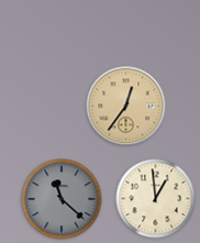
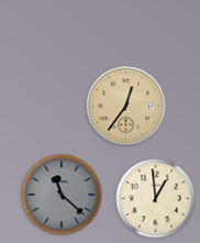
clock at (62, 199) position: (62, 199) -> (62, 195)
